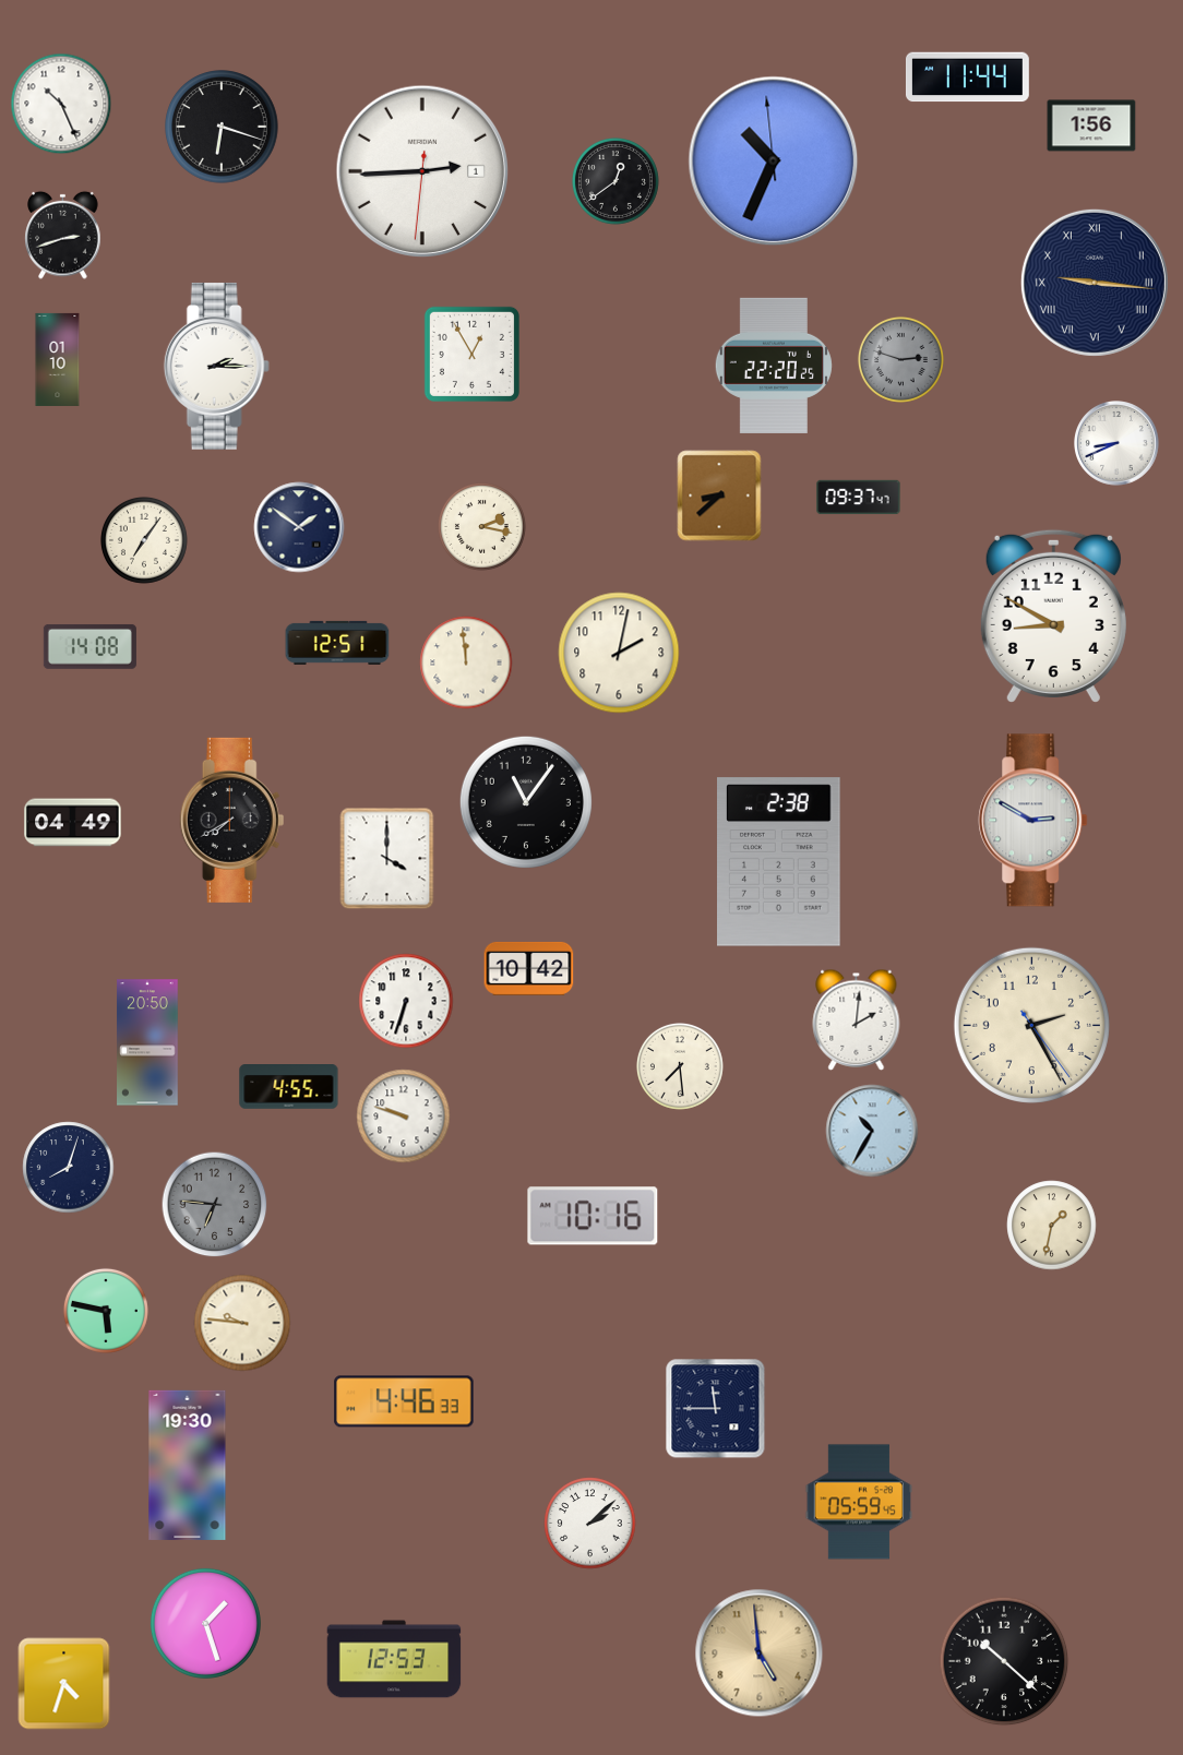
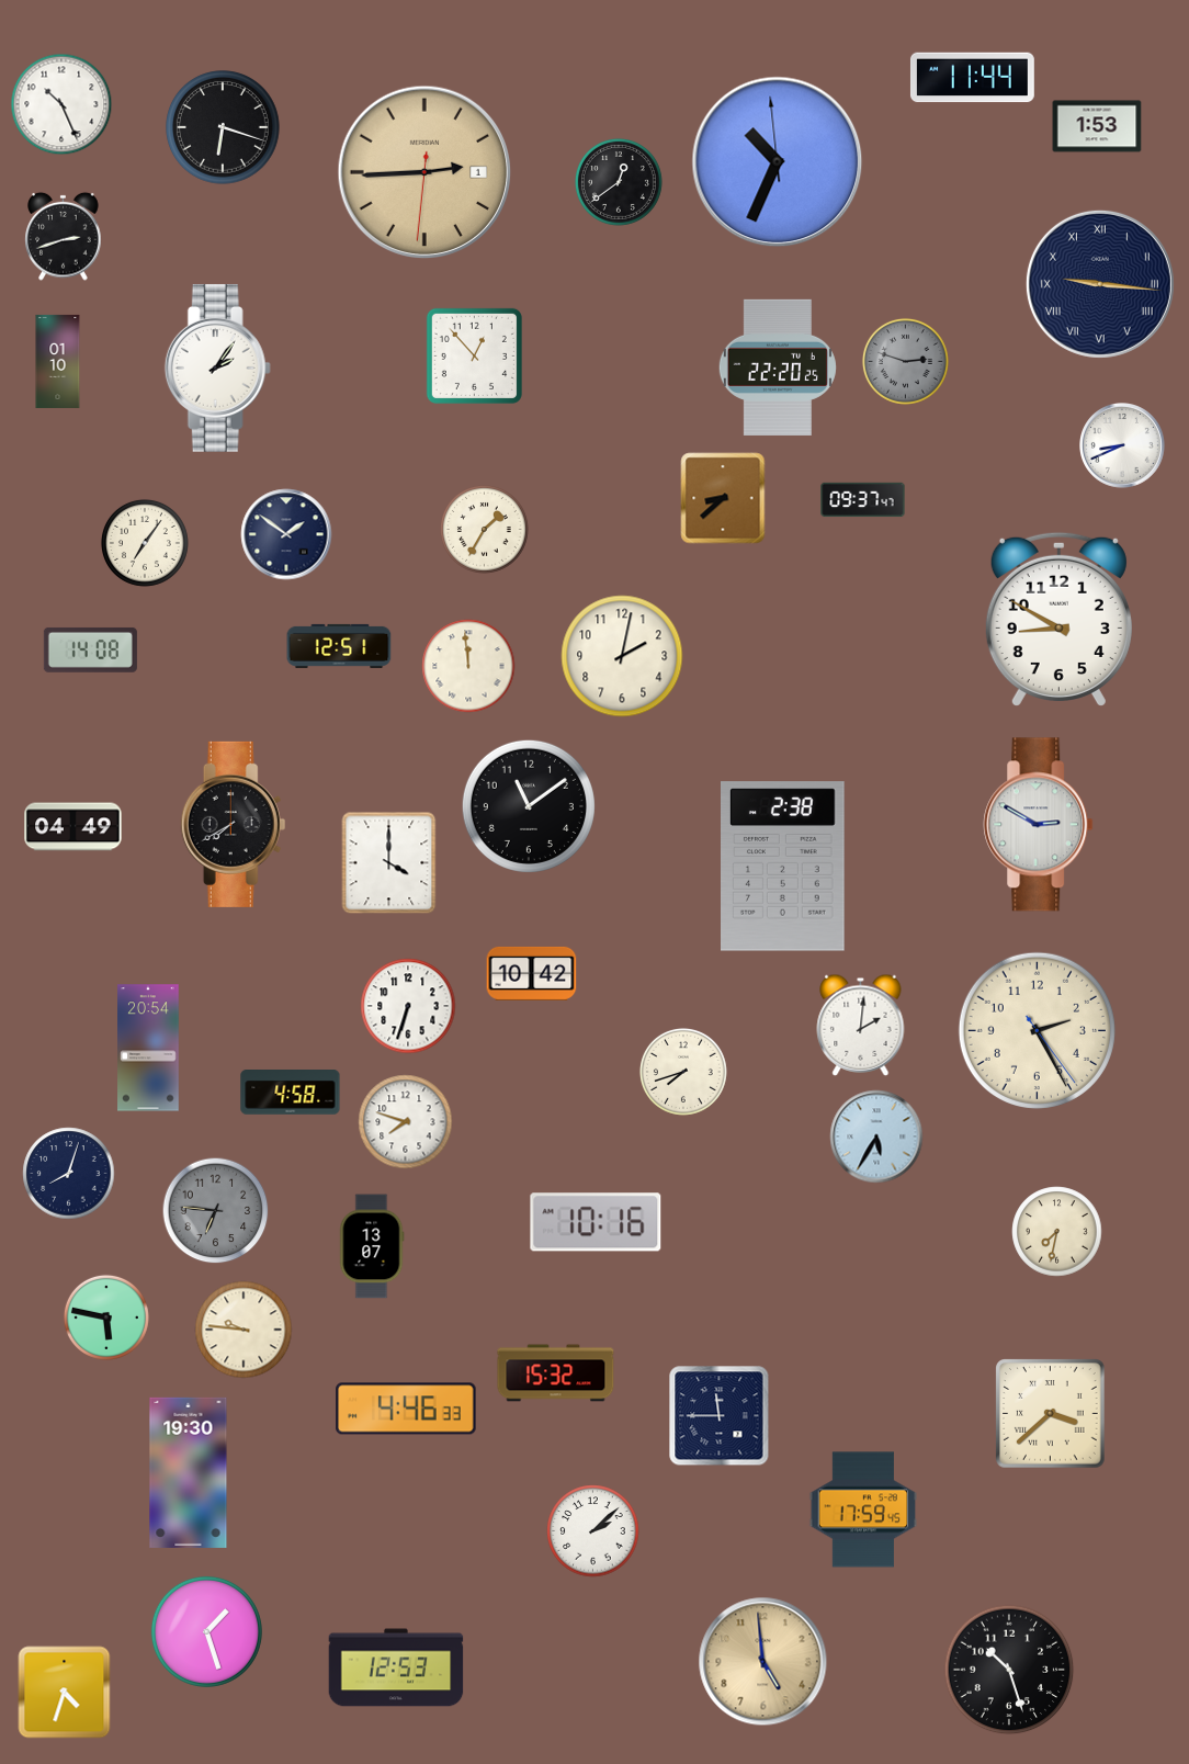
clock at (1091, 126): 1:56 -> 1:53
clock at (422, 171) dial: white -> champagne
clock at (471, 354): 12:55 -> 12:53
clock at (216, 366): 2:15 -> 2:06
clock at (299, 527) position: (299, 527) -> (286, 534)
clock at (482, 527): 2:17 -> 1:35
clock at (526, 802): 11:06 -> 11:09
clock at (147, 1042): 20:50 -> 20:54
clock at (680, 1066): 7:29 -> 7:42
clock at (289, 1087): 4:55 -> 4:58
clock at (404, 1117): 9:48 -> 7:48
clock at (872, 1131): 10:35 -> 5:35
clock at (1052, 1226): 1:32 -> 7:32
clock at (372, 1246): none -> 13:07
clock at (556, 1373): none -> 15:32
clock at (1051, 1414): none -> 3:38
clock at (859, 1502): 05:59 -> 17:59
clock at (1004, 1661): 10:22 -> 10:27
